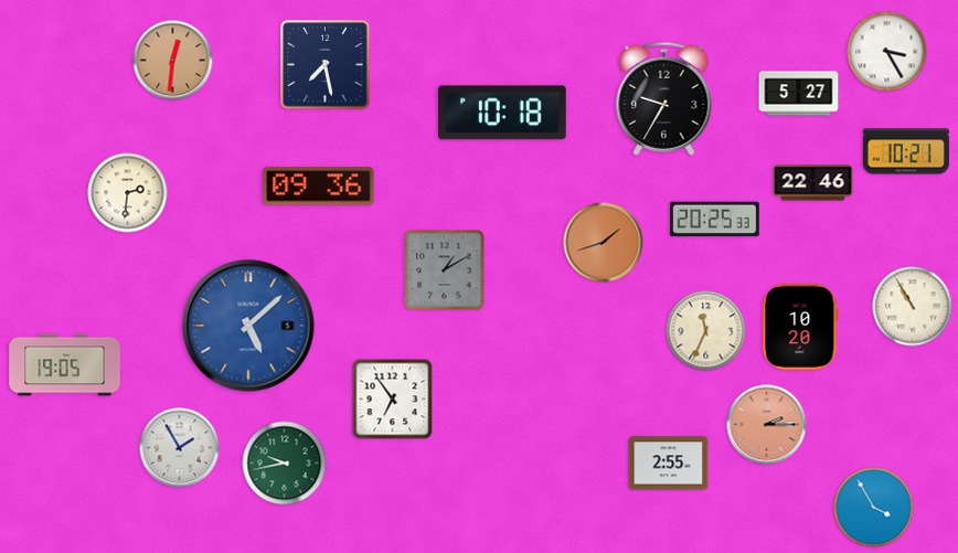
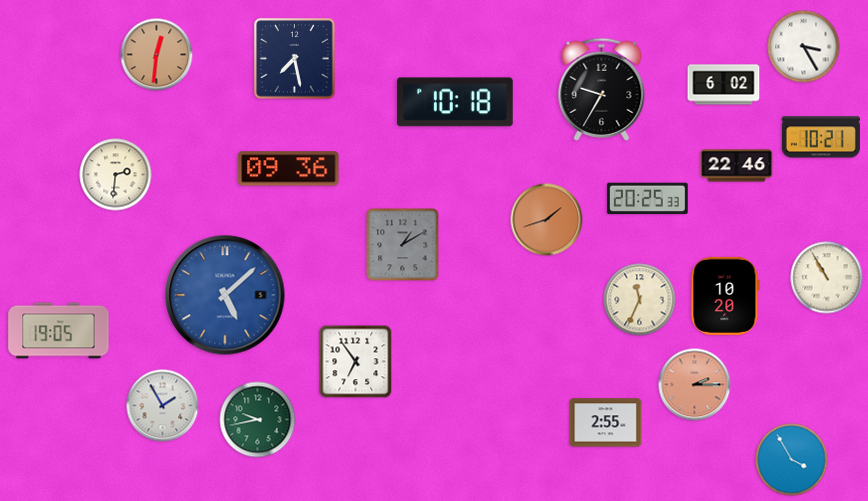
clock at (799, 94): 5:27 -> 6:02
clock at (669, 464) position: (669, 464) -> (606, 423)
